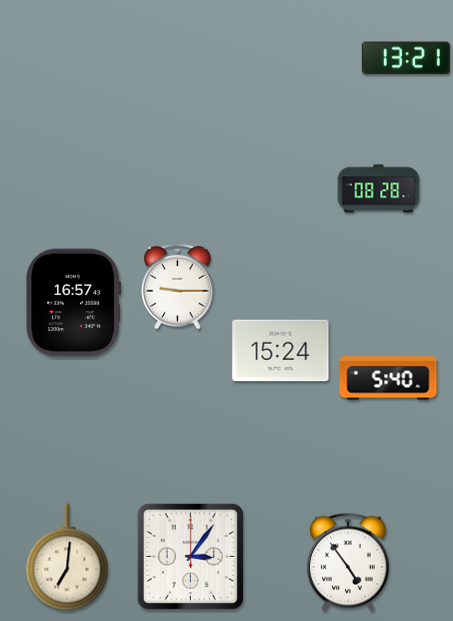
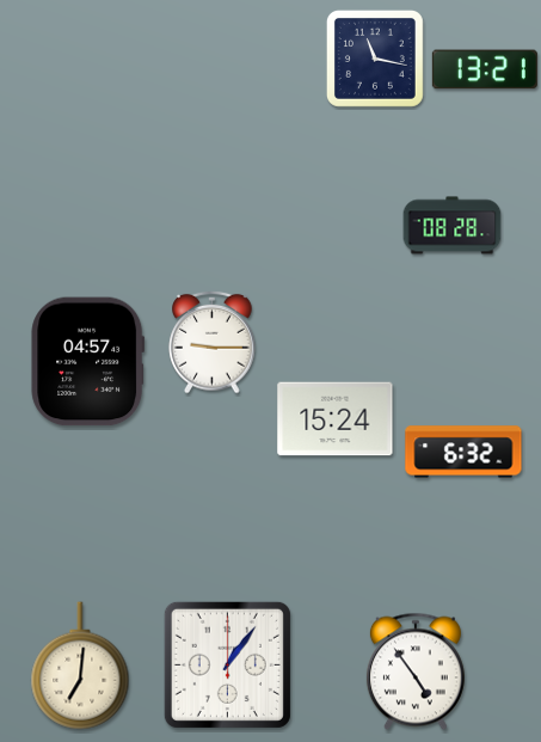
clock at (375, 59): none -> 11:17
clock at (74, 303): 16:57 -> 04:57
clock at (388, 378): 5:40 -> 6:32
clock at (190, 556): 3:06 -> 1:06
